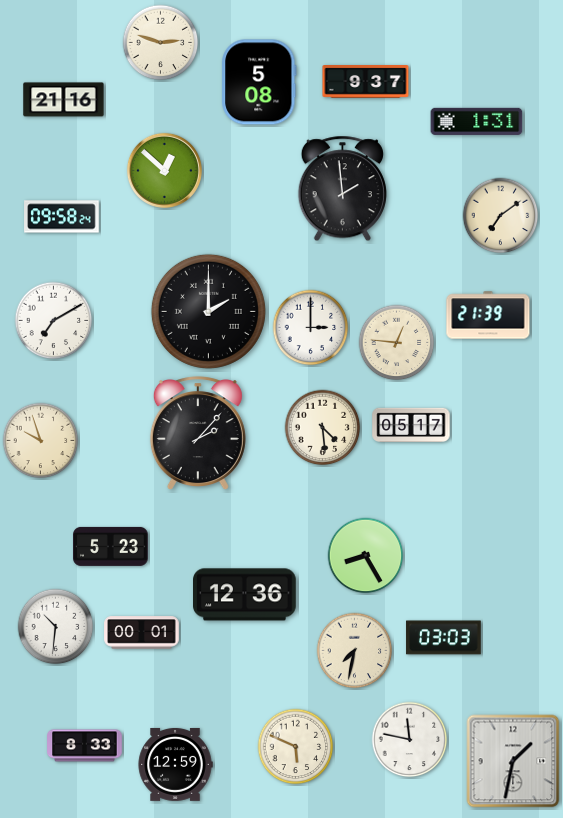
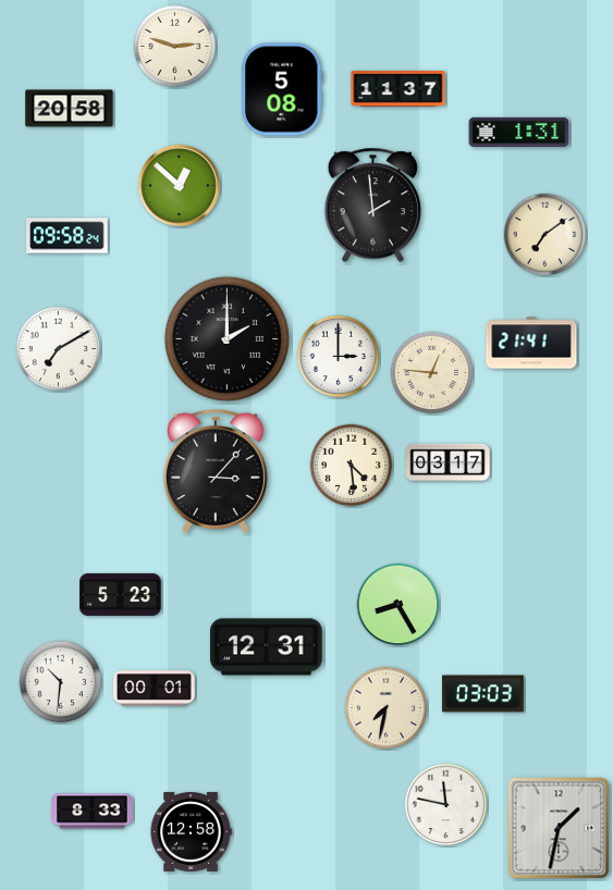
clock at (366, 82): 9:37 -> 11:37
clock at (64, 100): 21:16 -> 20:58
clock at (488, 315): 21:39 -> 21:41
clock at (411, 424): 05:17 -> 03:17
clock at (198, 434): 2:07 -> 3:07
clock at (41, 441): 9:57 -> none
clock at (245, 595): 12:36 -> 12:31
clock at (296, 747): 5:49 -> none
clock at (175, 764): 12:59 -> 12:58
